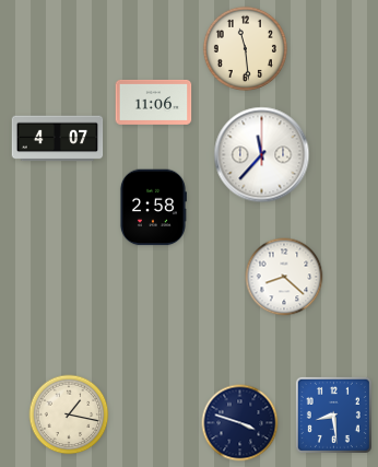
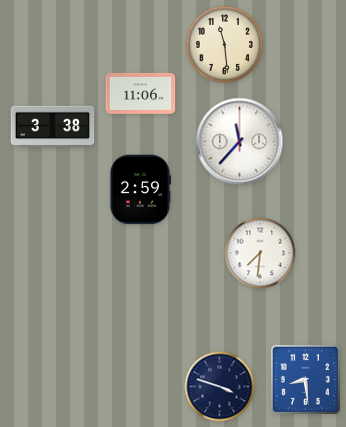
clock at (58, 139): 4:07 -> 3:38
clock at (153, 208): 2:58 -> 2:59
clock at (284, 277): 8:22 -> 7:31
clock at (69, 415): 1:17 -> none
